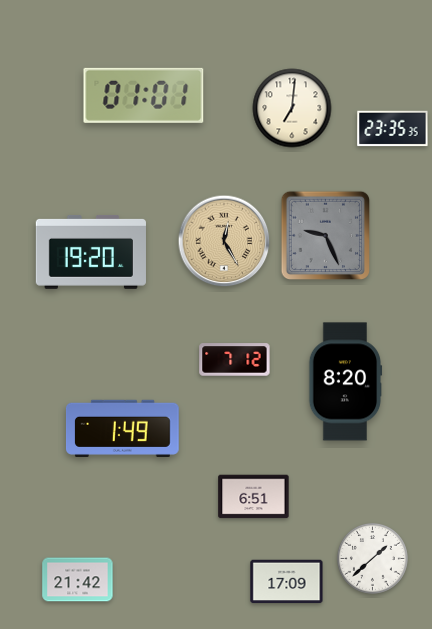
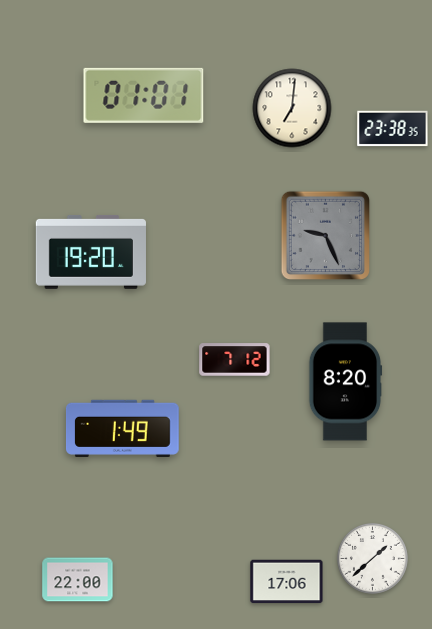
clock at (393, 129): 23:35 -> 23:38
clock at (224, 241): 12:25 -> none
clock at (254, 497): 6:51 -> none
clock at (78, 580): 21:42 -> 22:00
clock at (287, 582): 17:09 -> 17:06
